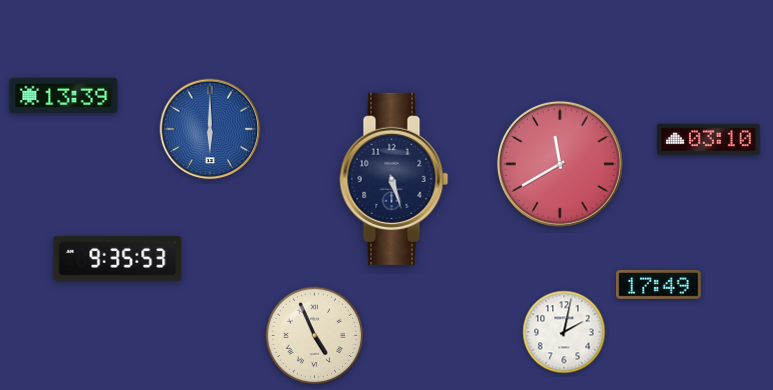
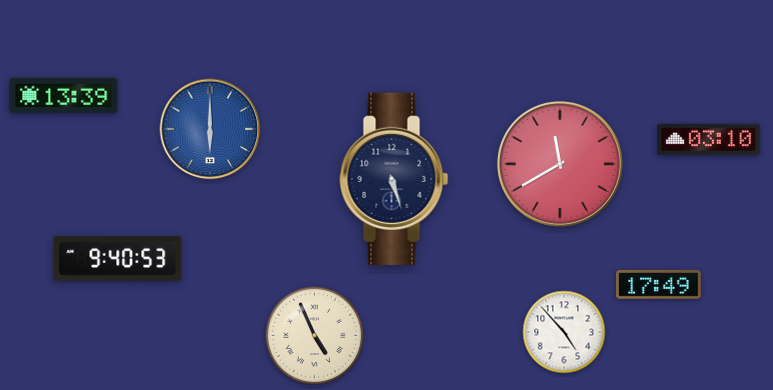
clock at (118, 259): 9:35 -> 9:40
clock at (564, 332): 2:02 -> 4:53
